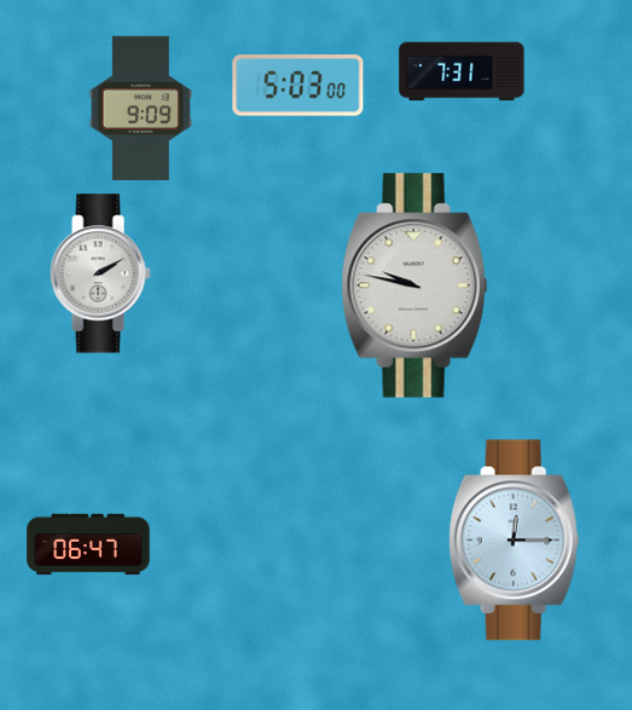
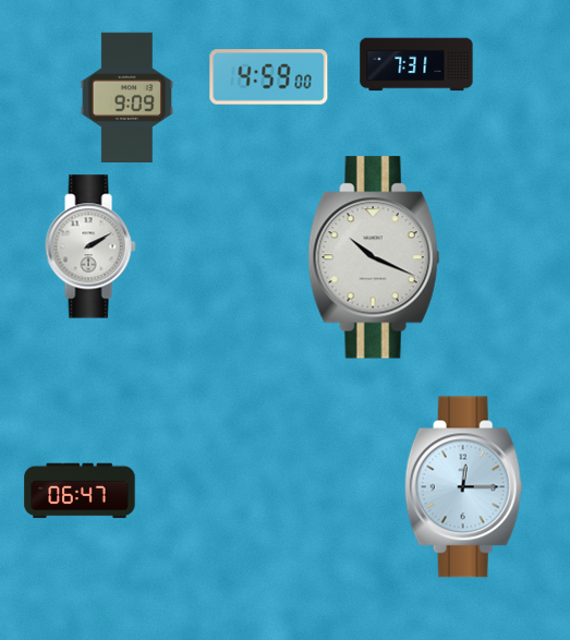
clock at (298, 86): 5:03 -> 4:59
clock at (414, 285): 9:47 -> 10:19
